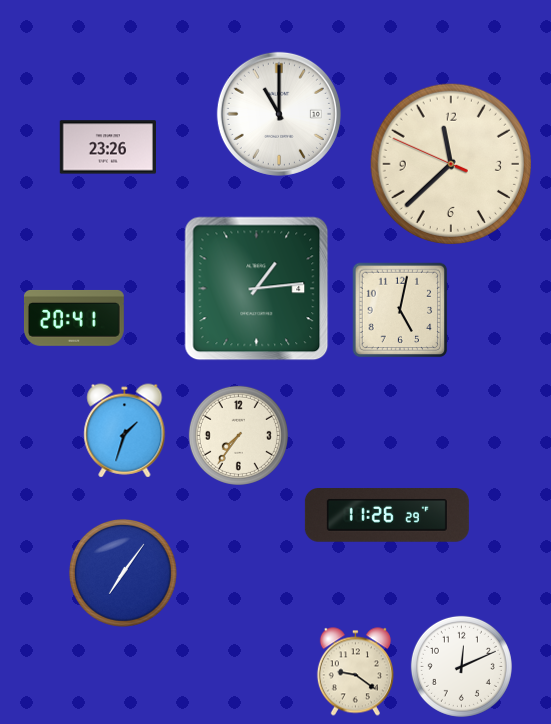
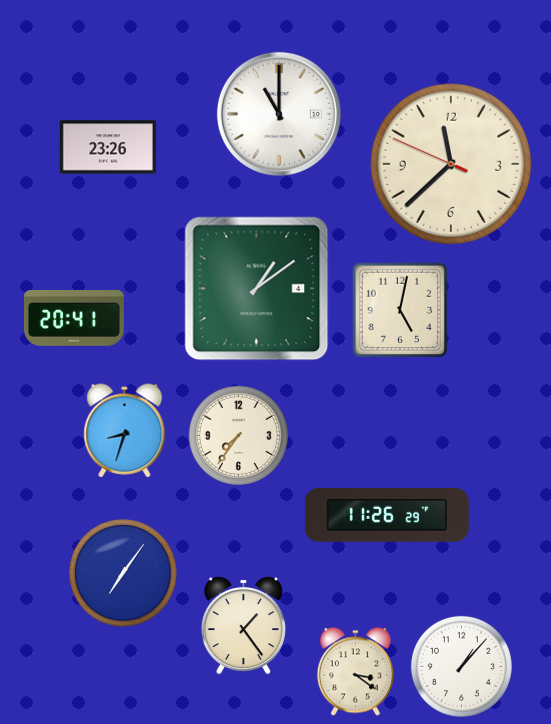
clock at (257, 289): 1:14 -> 1:09
clock at (125, 431): 1:33 -> 8:33
clock at (243, 625): none -> 1:24
clock at (461, 666): 12:11 -> 1:07
clock at (355, 672): 9:21 -> 3:21
